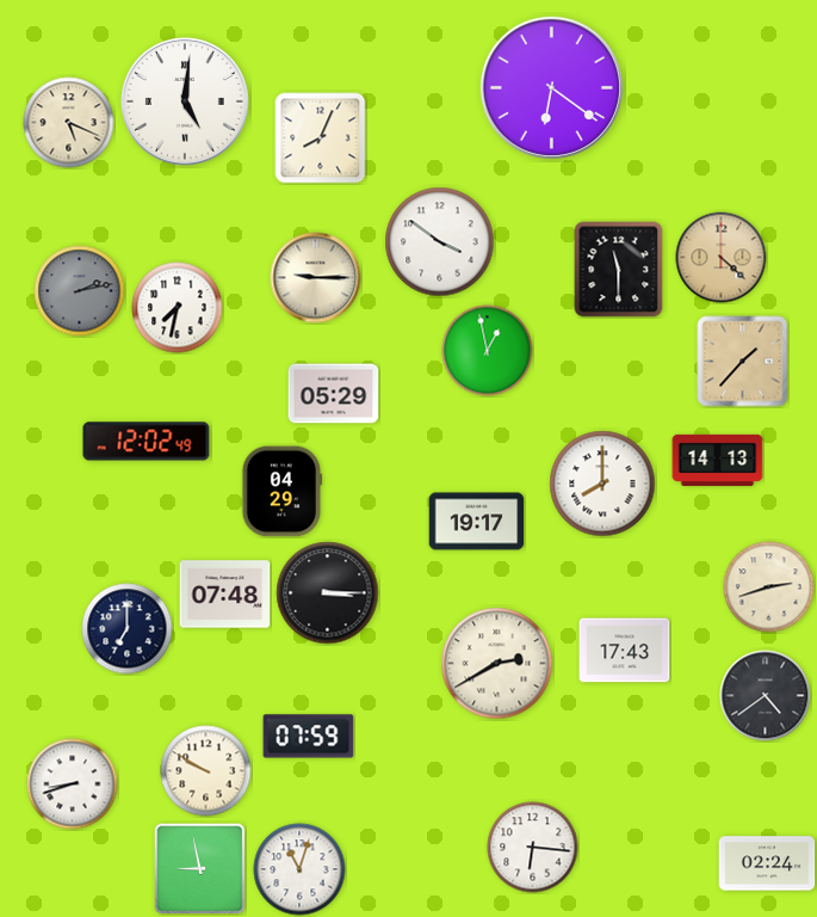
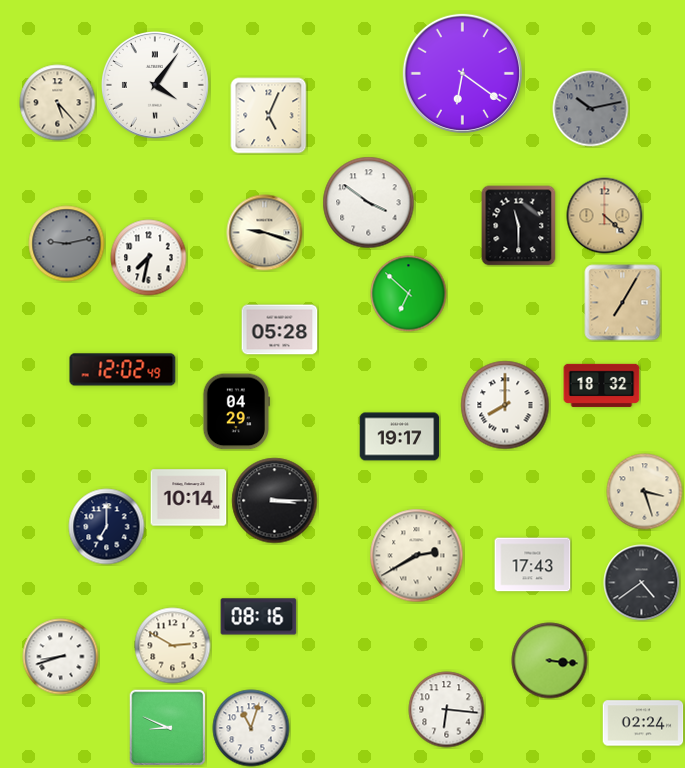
clock at (185, 101): 5:01 -> 4:06
clock at (69, 123): 5:19 -> 5:23
clock at (591, 109): none -> 10:13
clock at (321, 139): 8:04 -> 5:04
clock at (316, 278): 9:15 -> 9:18
clock at (80, 291): 2:13 -> 9:13
clock at (488, 351): 12:58 -> 6:52
clock at (743, 362): 1:37 -> 7:05
clock at (334, 394): 05:29 -> 05:28
clock at (718, 460): 14:13 -> 18:32
clock at (769, 587): 2:42 -> 3:27
clock at (328, 593) position: (328, 593) -> (275, 501)
clock at (225, 595): 07:48 -> 10:14
clock at (625, 651) position: (625, 651) -> (533, 565)
clock at (309, 737): 07:59 -> 08:16
clock at (206, 771): 9:50 -> 2:50
clock at (550, 661): none -> 3:16
clock at (199, 868): 8:58 -> 8:49
